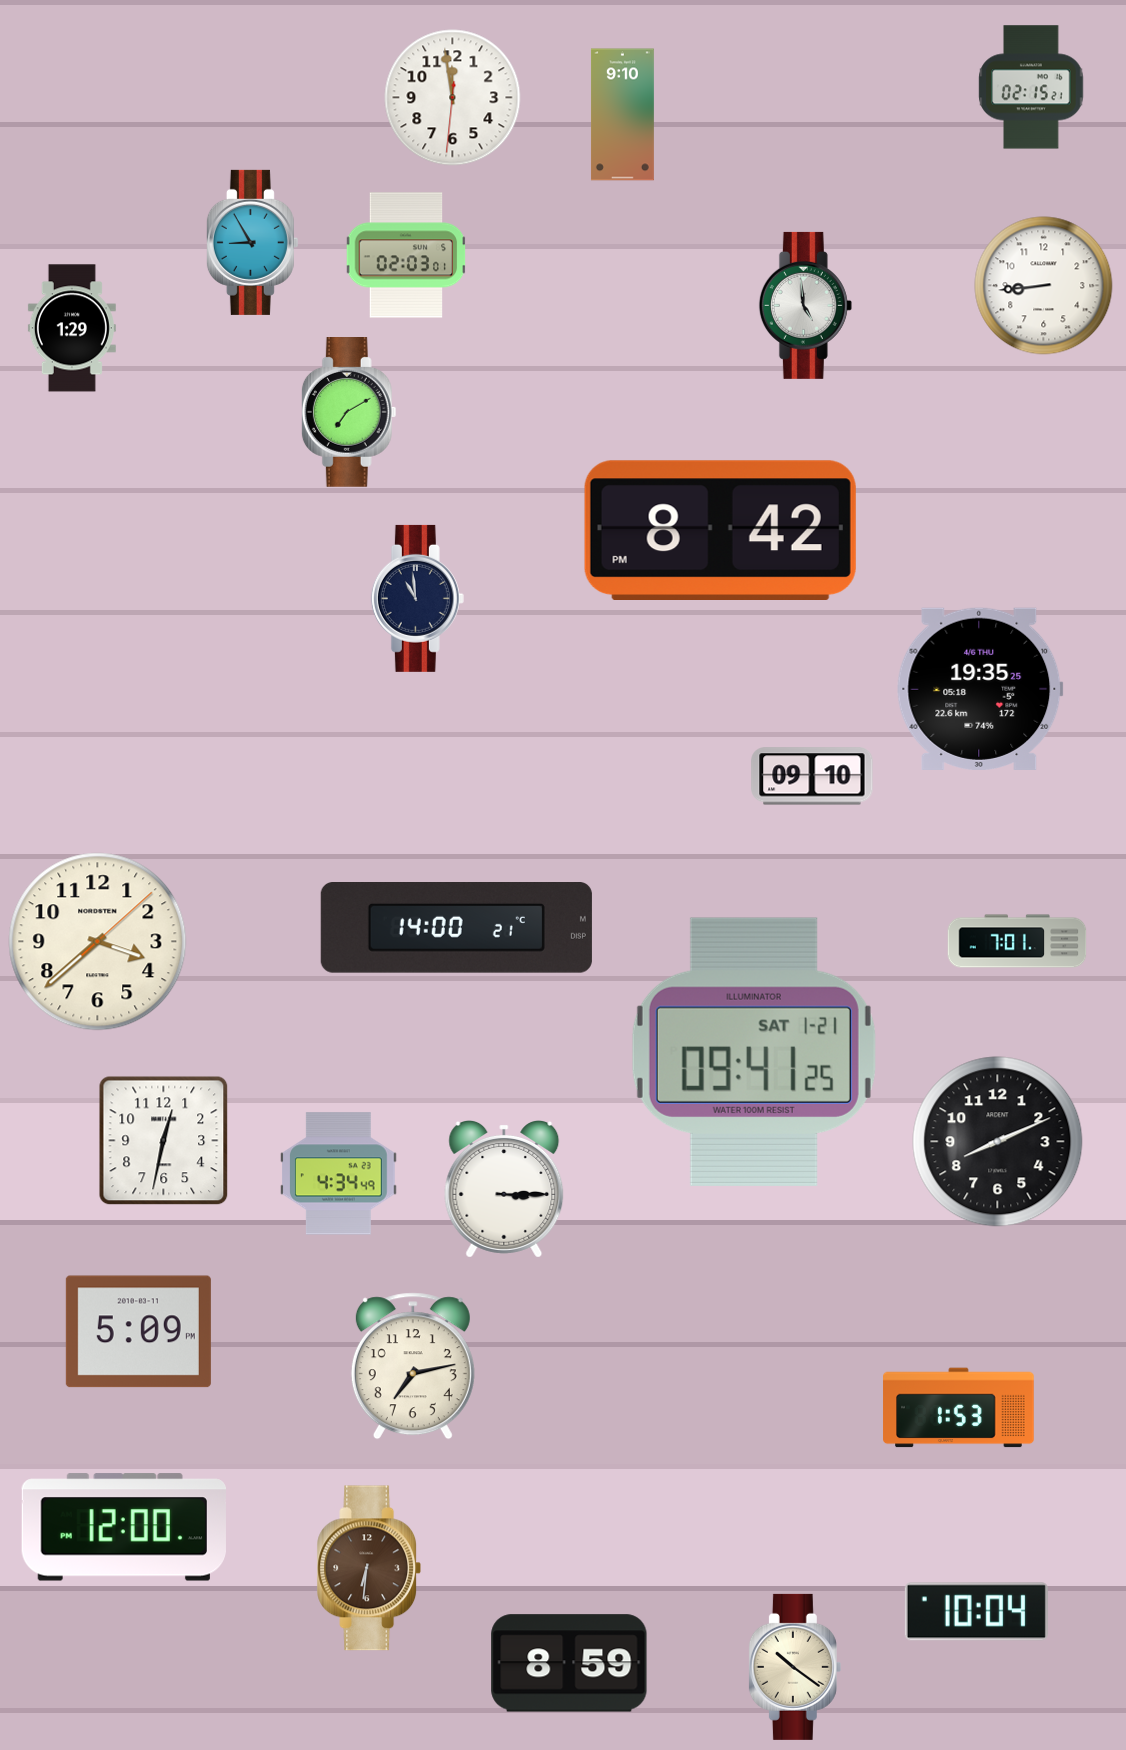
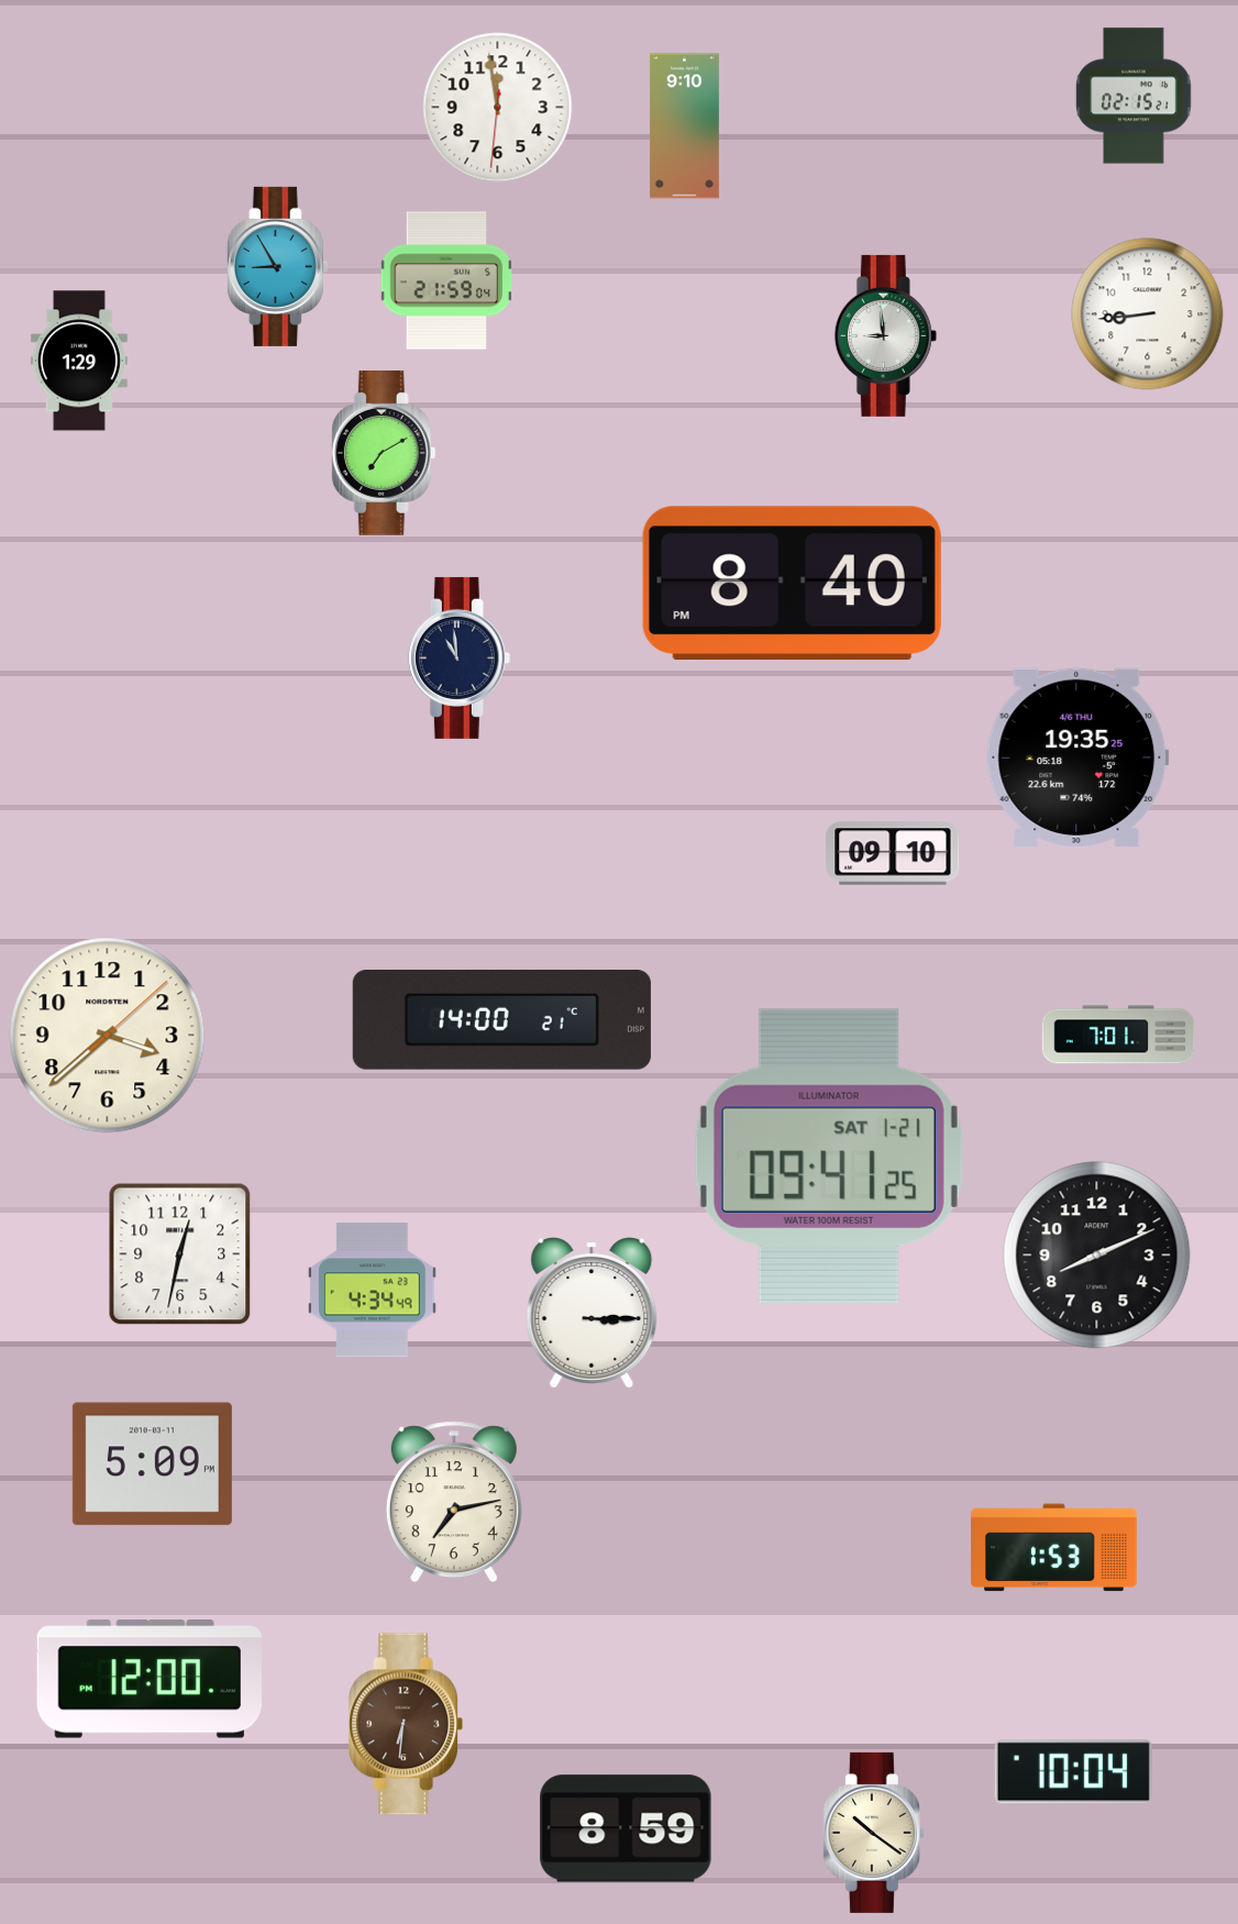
clock at (406, 255): 02:03 -> 21:59
clock at (805, 305): 4:59 -> 8:59
clock at (720, 530): 8:42 -> 8:40
clock at (504, 1190) position: (504, 1190) -> (592, 1314)
clock at (124, 1527) position: (124, 1527) -> (150, 1679)
